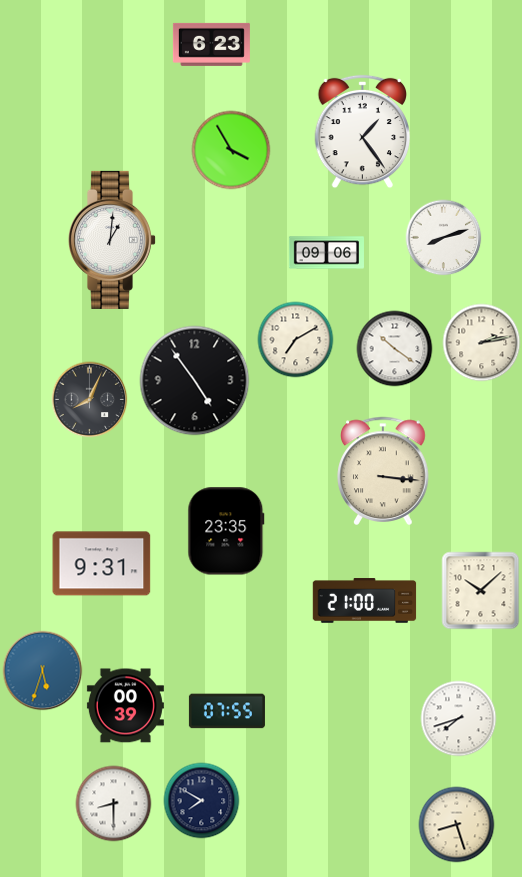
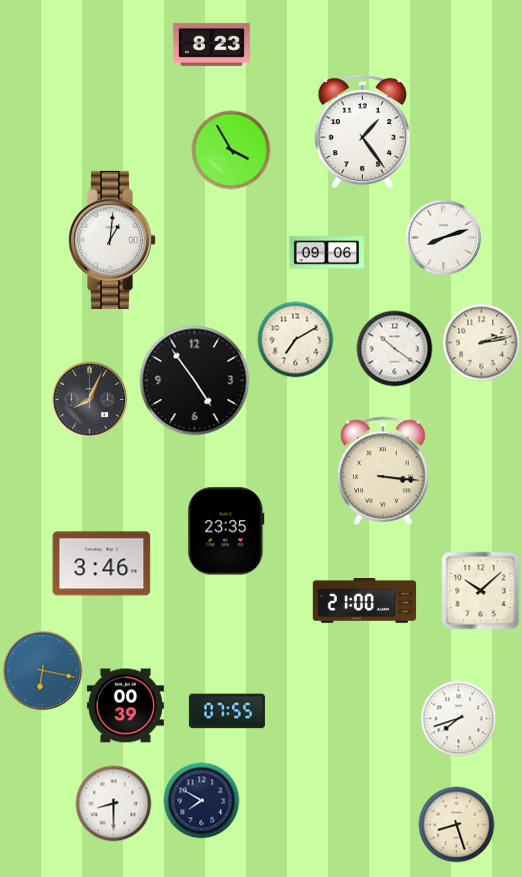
clock at (211, 44): 6:23 -> 8:23
clock at (102, 564): 9:31 -> 3:46
clock at (43, 671): 5:33 -> 6:17
